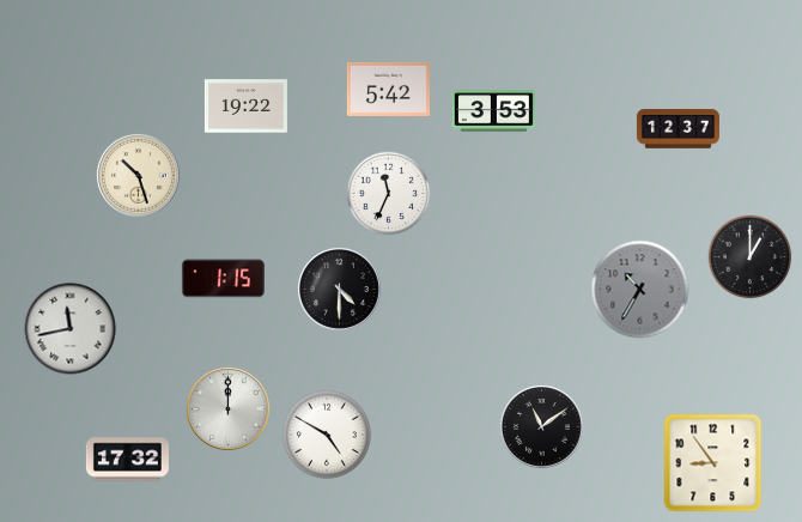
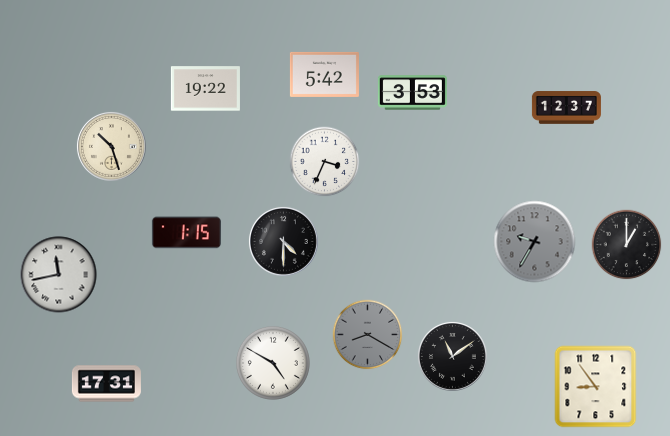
clock at (138, 175) position: (138, 175) -> (111, 146)
clock at (389, 194): 11:34 -> 3:34
clock at (751, 257) position: (751, 257) -> (627, 245)
clock at (640, 290): 10:35 -> 9:35
clock at (368, 335): none -> 8:20
clock at (227, 408): 12:00 -> none
clock at (127, 460): 17:32 -> 17:31
